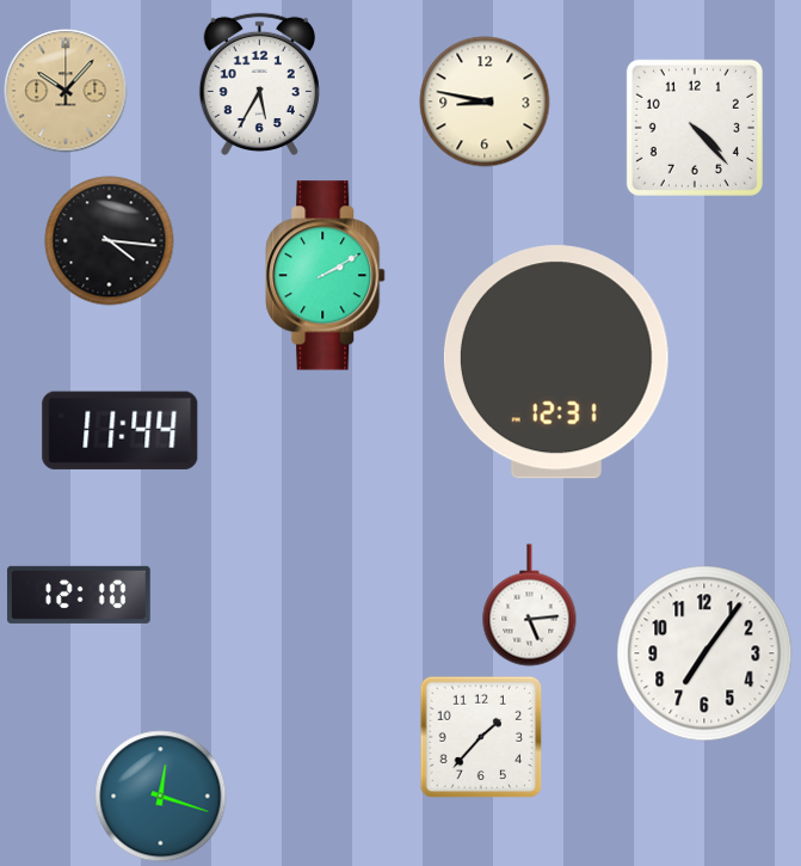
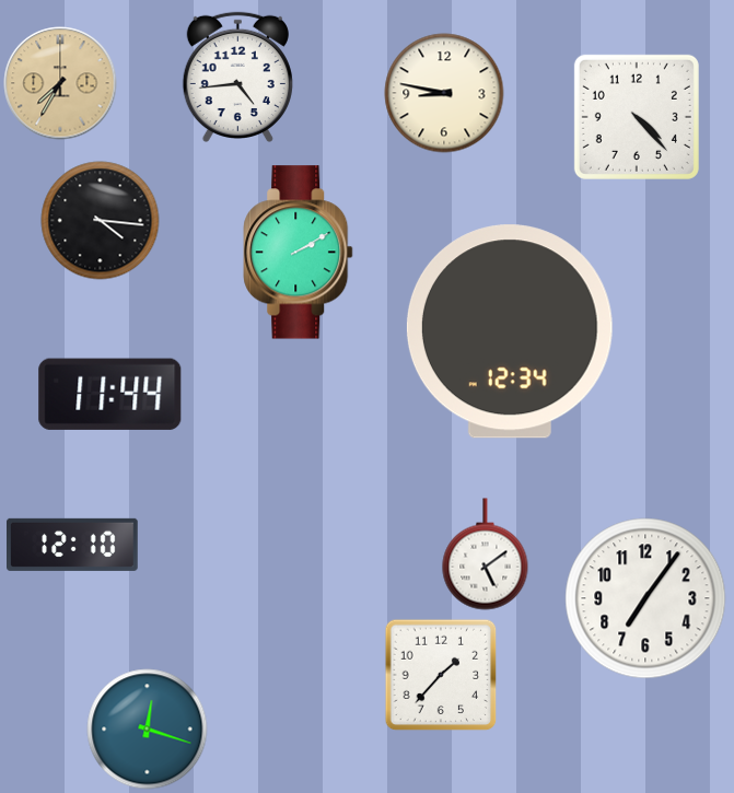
clock at (259, 85): 5:35 -> 4:44
clock at (66, 91): 10:07 -> 7:35
clock at (556, 362): 12:31 -> 12:34
clock at (530, 606): 5:14 -> 5:09
